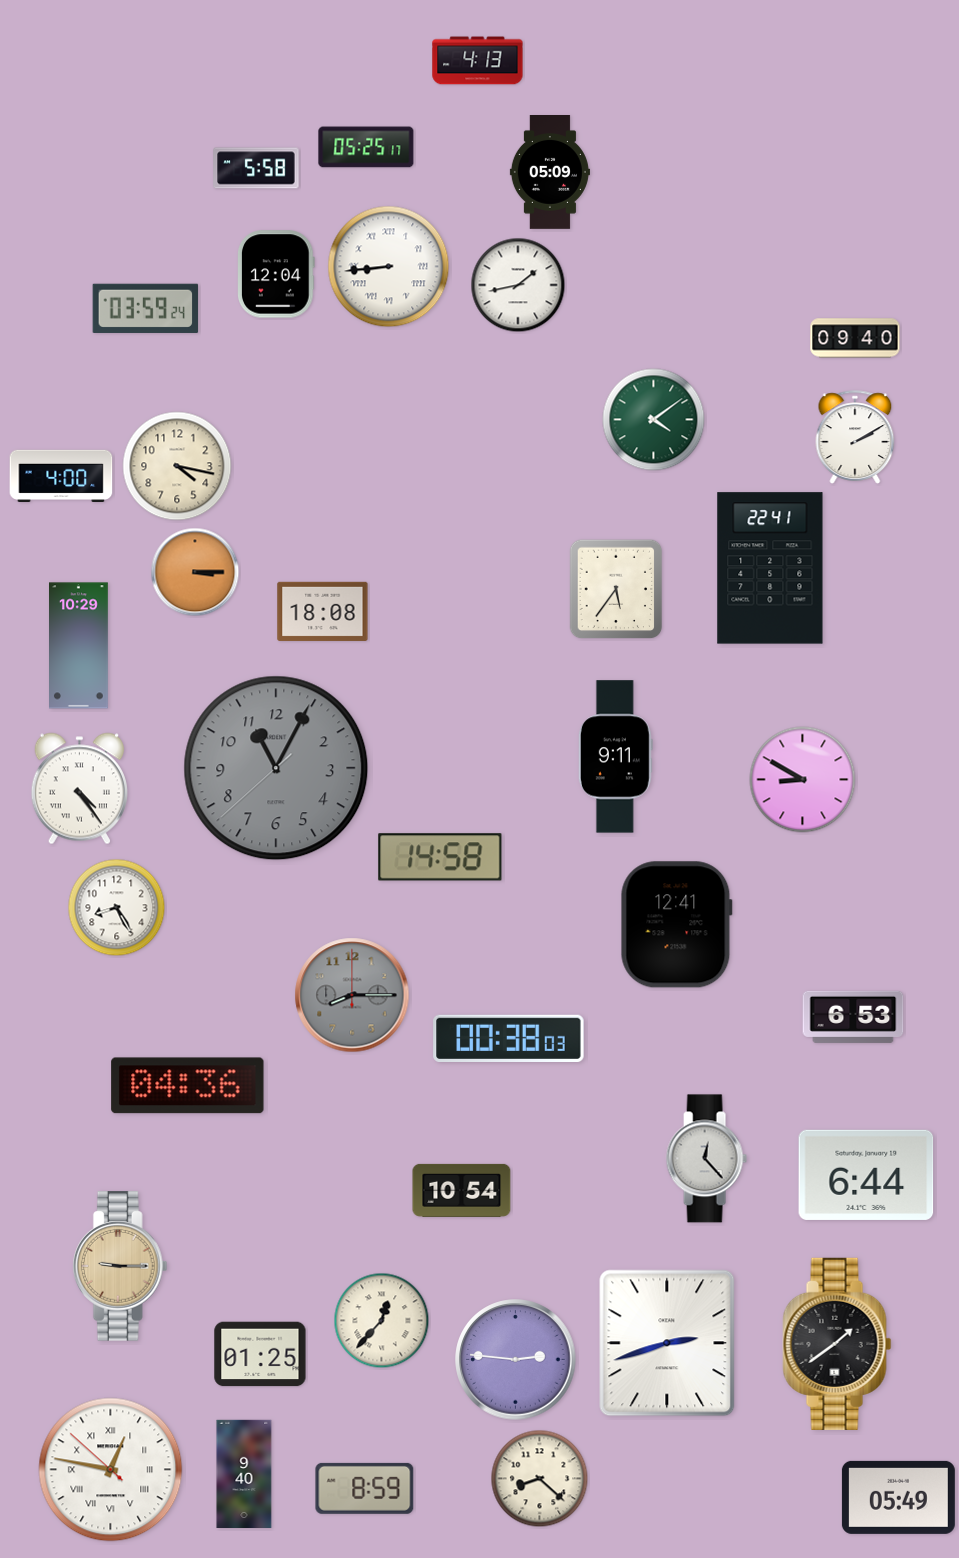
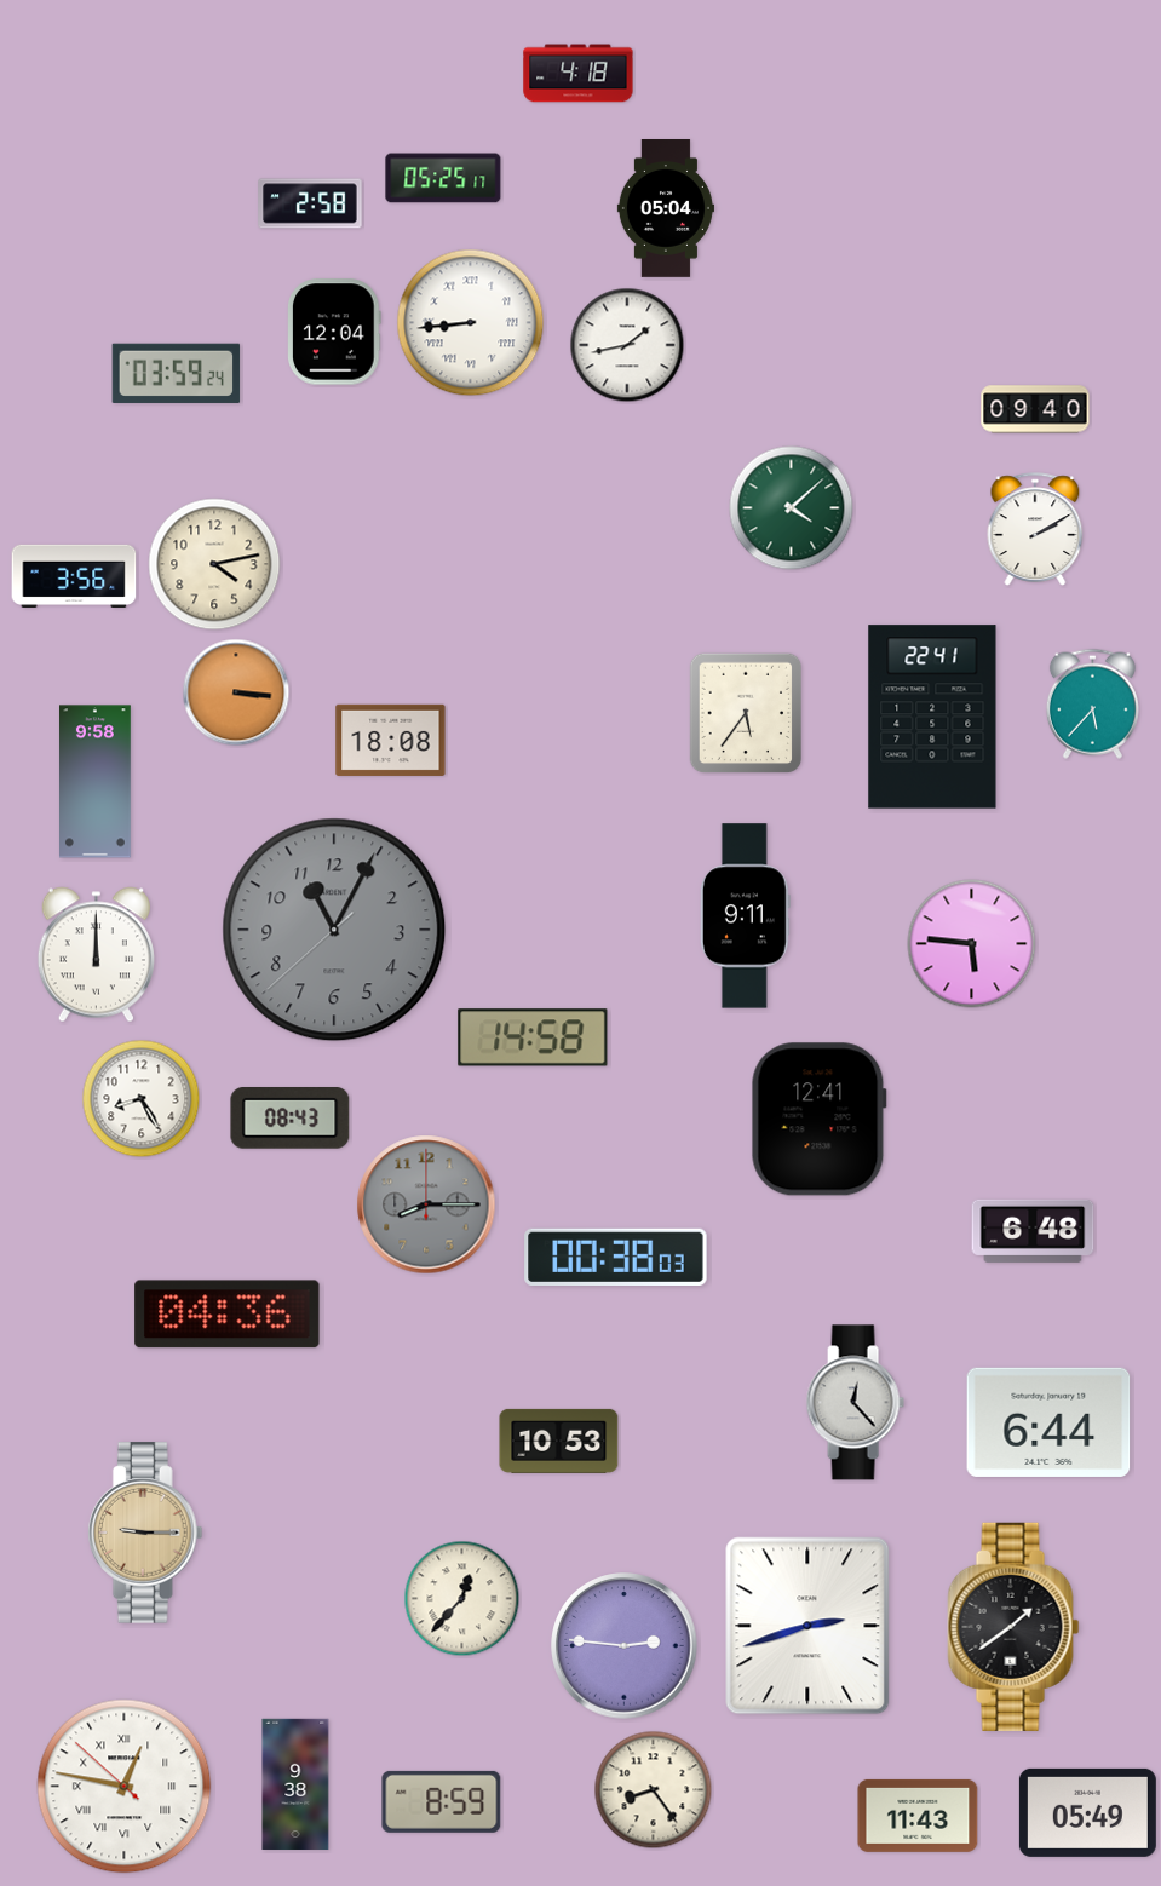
clock at (478, 61): 4:13 -> 4:18
clock at (256, 168): 5:58 -> 2:58
clock at (550, 173): 05:09 -> 05:04
clock at (654, 420): 4:09 -> 4:08
clock at (177, 466): 4:17 -> 4:13
clock at (61, 475): 4:00 -> 3:56
clock at (770, 568) position: (770, 568) -> (932, 717)
clock at (195, 572): 3:15 -> 3:16
clock at (1092, 703): none -> 5:37
clock at (79, 646): 10:29 -> 9:58
clock at (803, 780): 8:50 -> 5:46
clock at (79, 789): 4:24 -> 12:00
clock at (291, 1119): none -> 08:43
clock at (853, 1017): 6:53 -> 6:48
clock at (462, 1190): 10:54 -> 10:53
clock at (260, 1354): 01:25 -> none
clock at (111, 1470) position: (111, 1470) -> (125, 1787)
clock at (244, 1473): 9:40 -> 9:38
clock at (540, 1479): 8:22 -> 8:24
clock at (918, 1816): none -> 11:43
